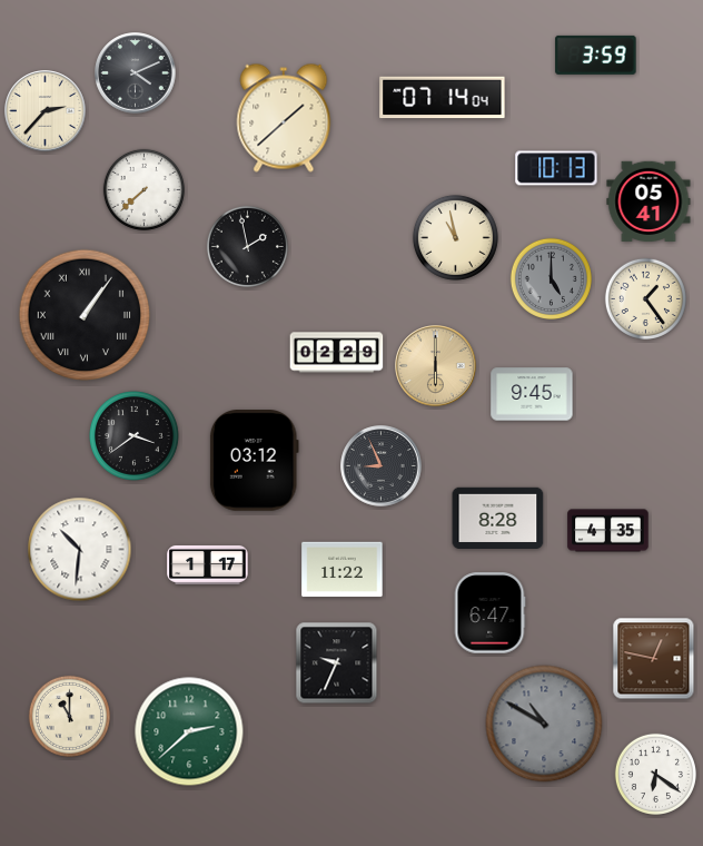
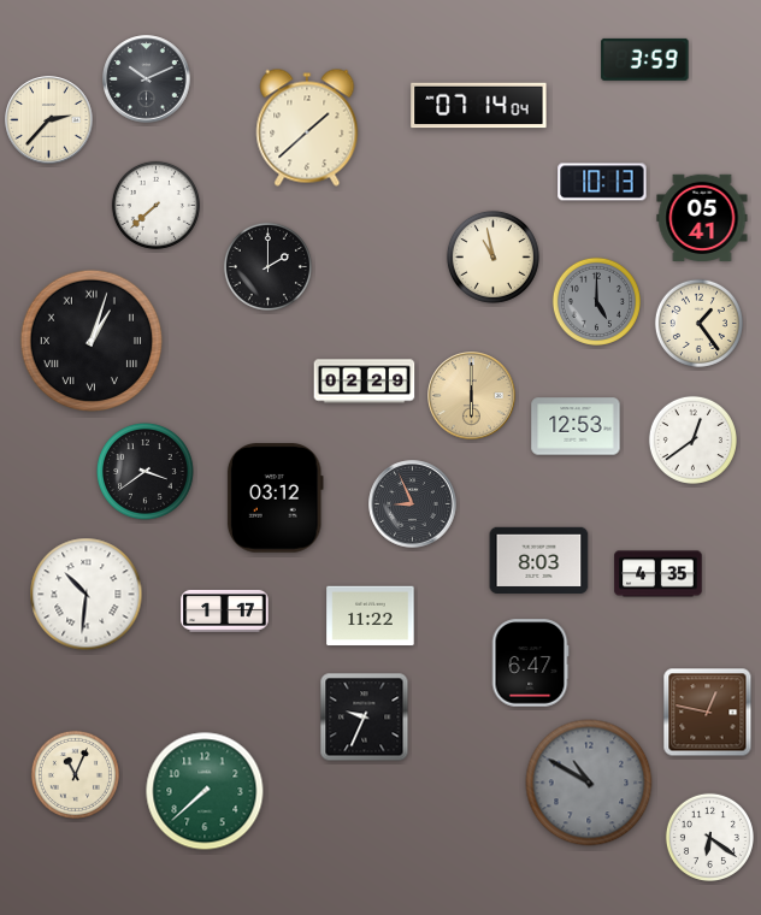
clock at (136, 73): 4:11 -> 10:11
clock at (247, 246): 1:58 -> 2:00
clock at (85, 315): 1:06 -> 1:03
clock at (532, 394): 9:45 -> 12:53
clock at (692, 439): none -> 12:39
clock at (498, 518): 8:28 -> 8:03
clock at (69, 716): 11:00 -> 11:04
clock at (189, 731): 2:38 -> 7:38
